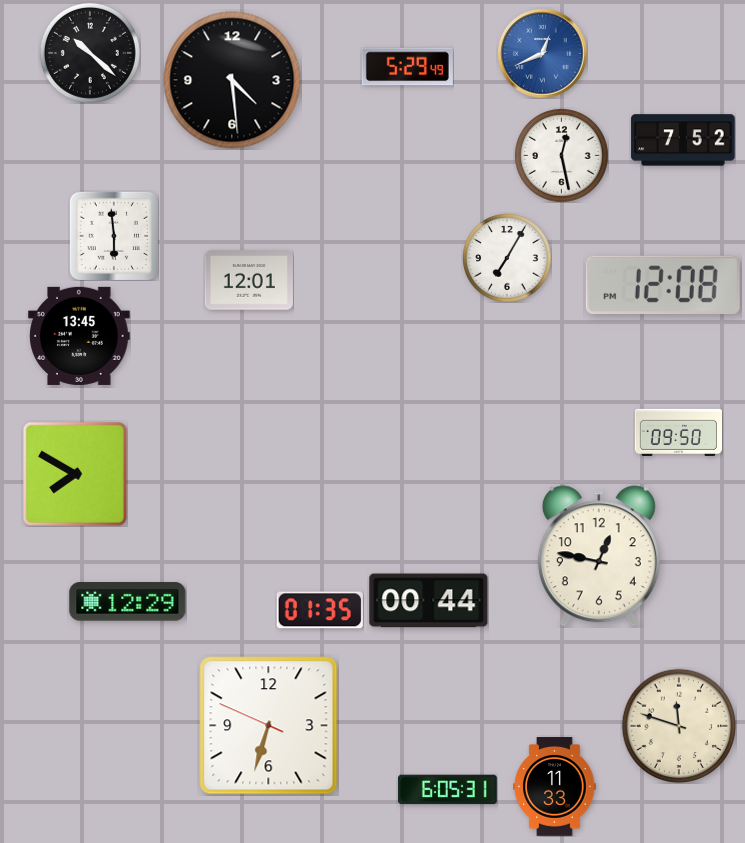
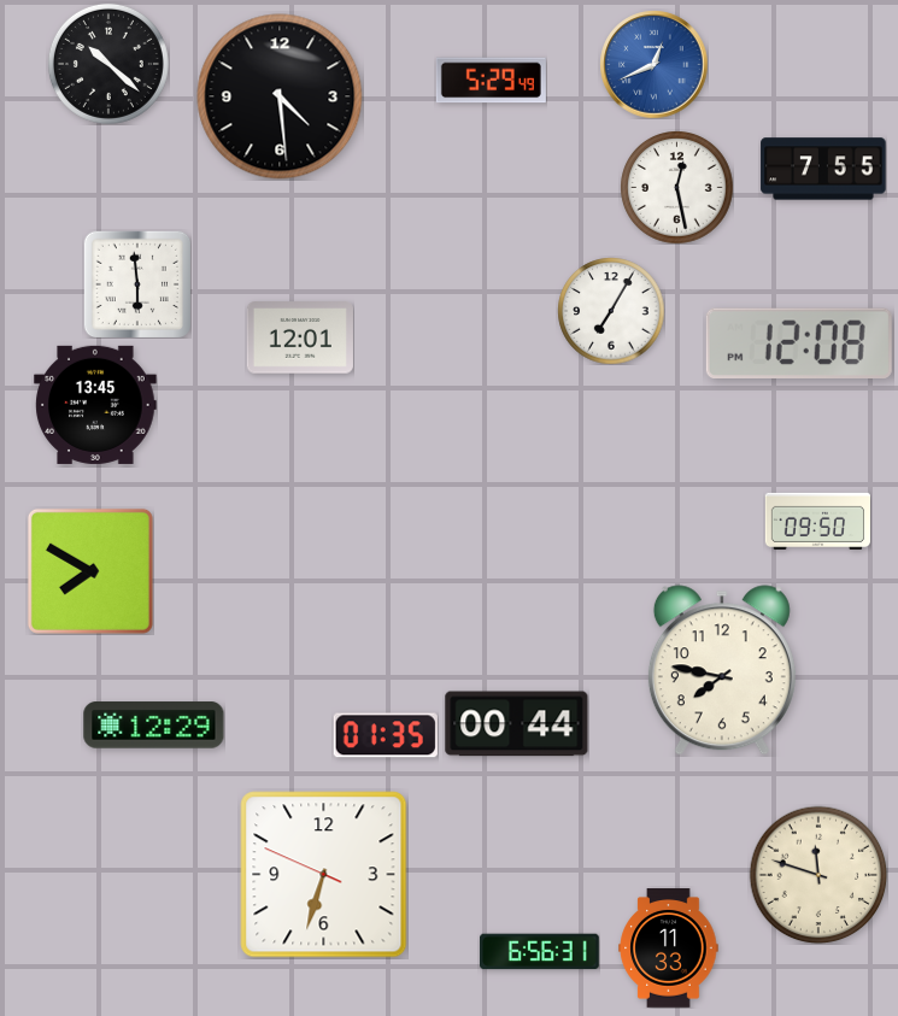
clock at (683, 140): 7:52 -> 7:55
clock at (599, 556): 12:47 -> 7:47
clock at (448, 790): 6:05 -> 6:56
